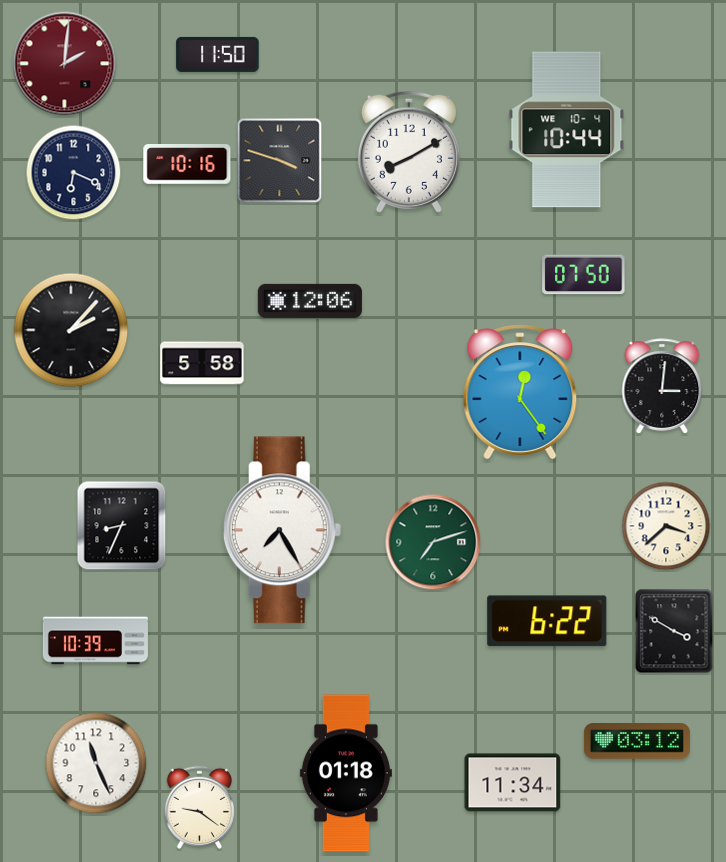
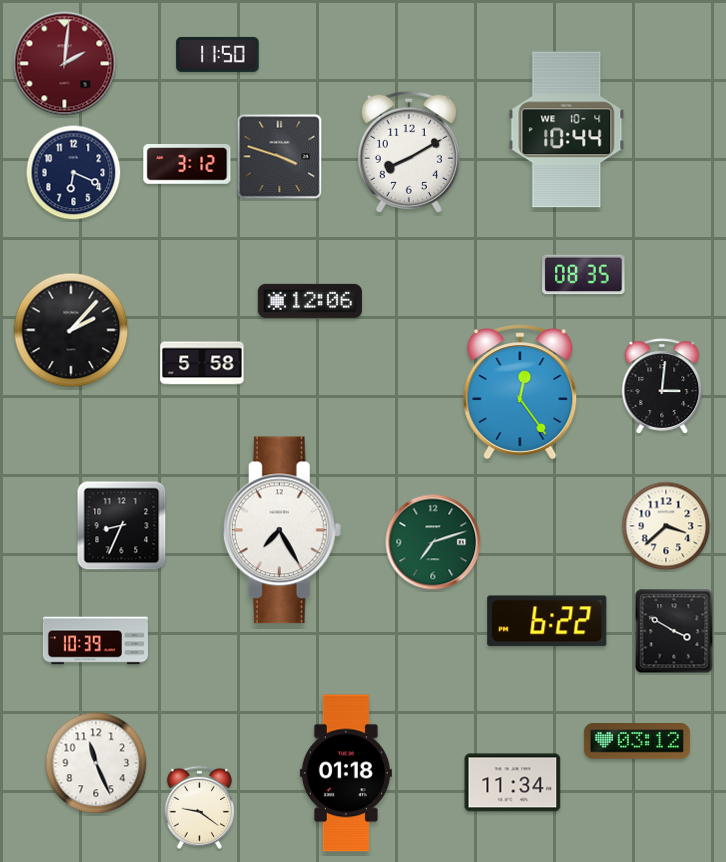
clock at (280, 161) position: (280, 161) -> (280, 157)
clock at (187, 164): 10:16 -> 3:12
clock at (584, 275): 07:50 -> 08:35
